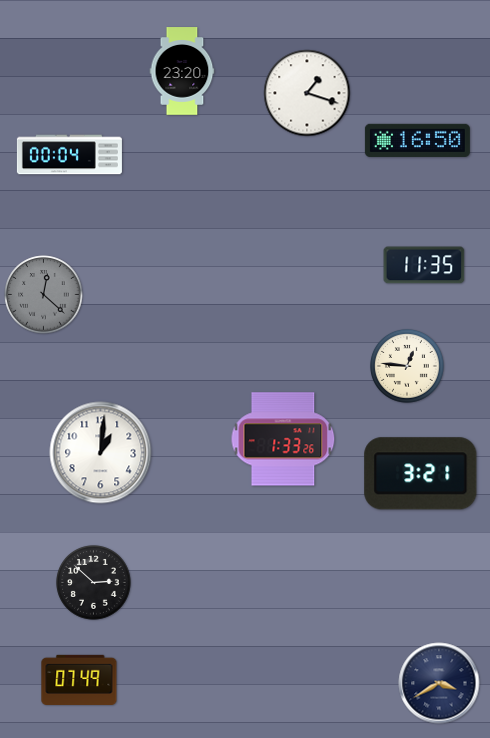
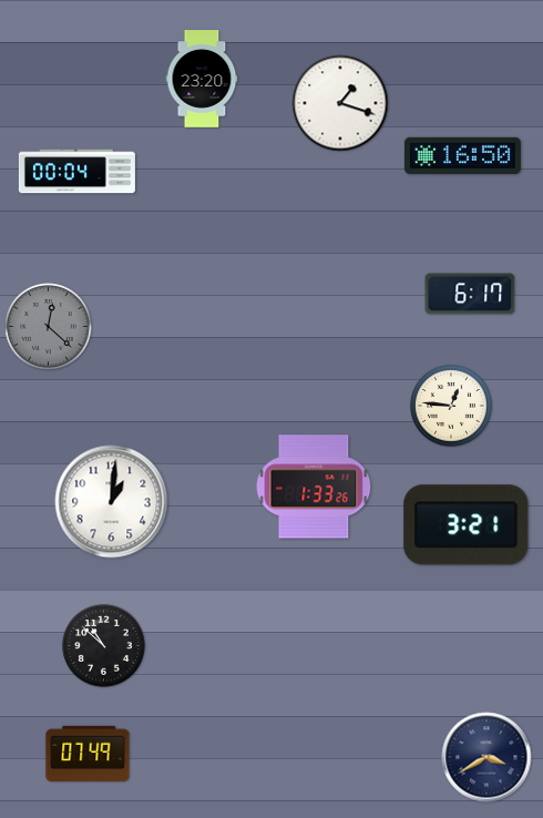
clock at (424, 265): 11:35 -> 6:17
clock at (94, 583): 2:52 -> 10:52
